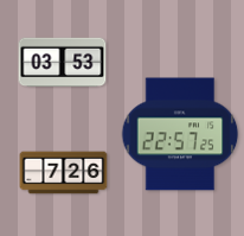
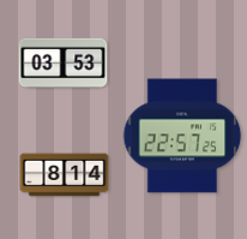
clock at (64, 173): 7:26 -> 8:14
